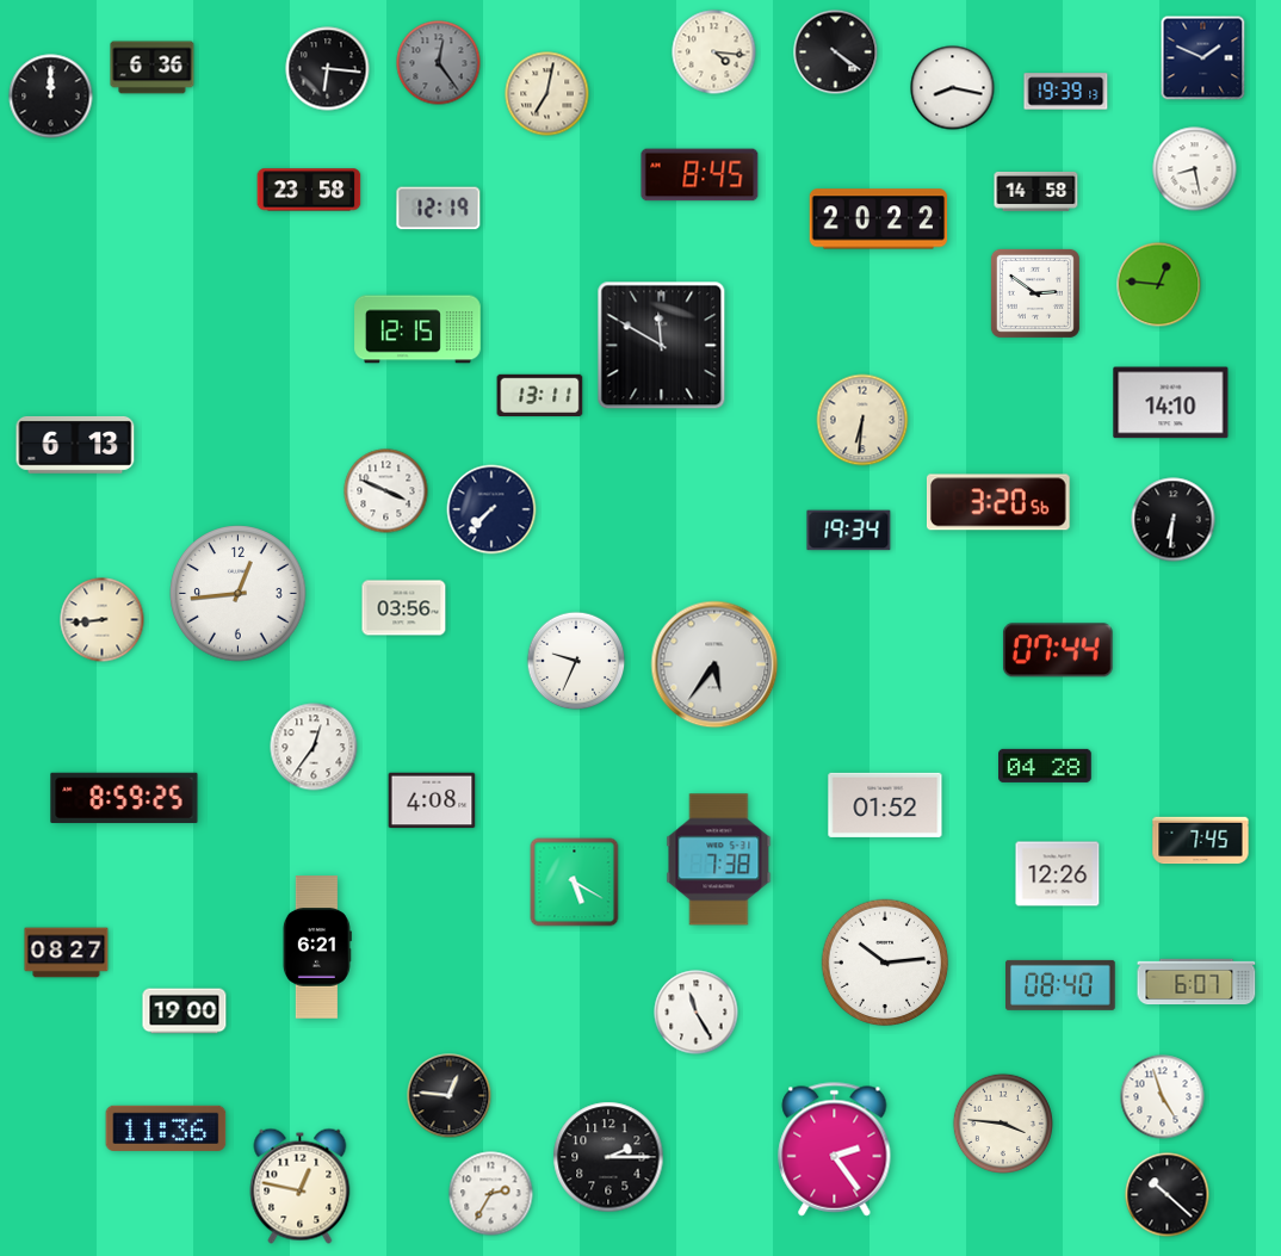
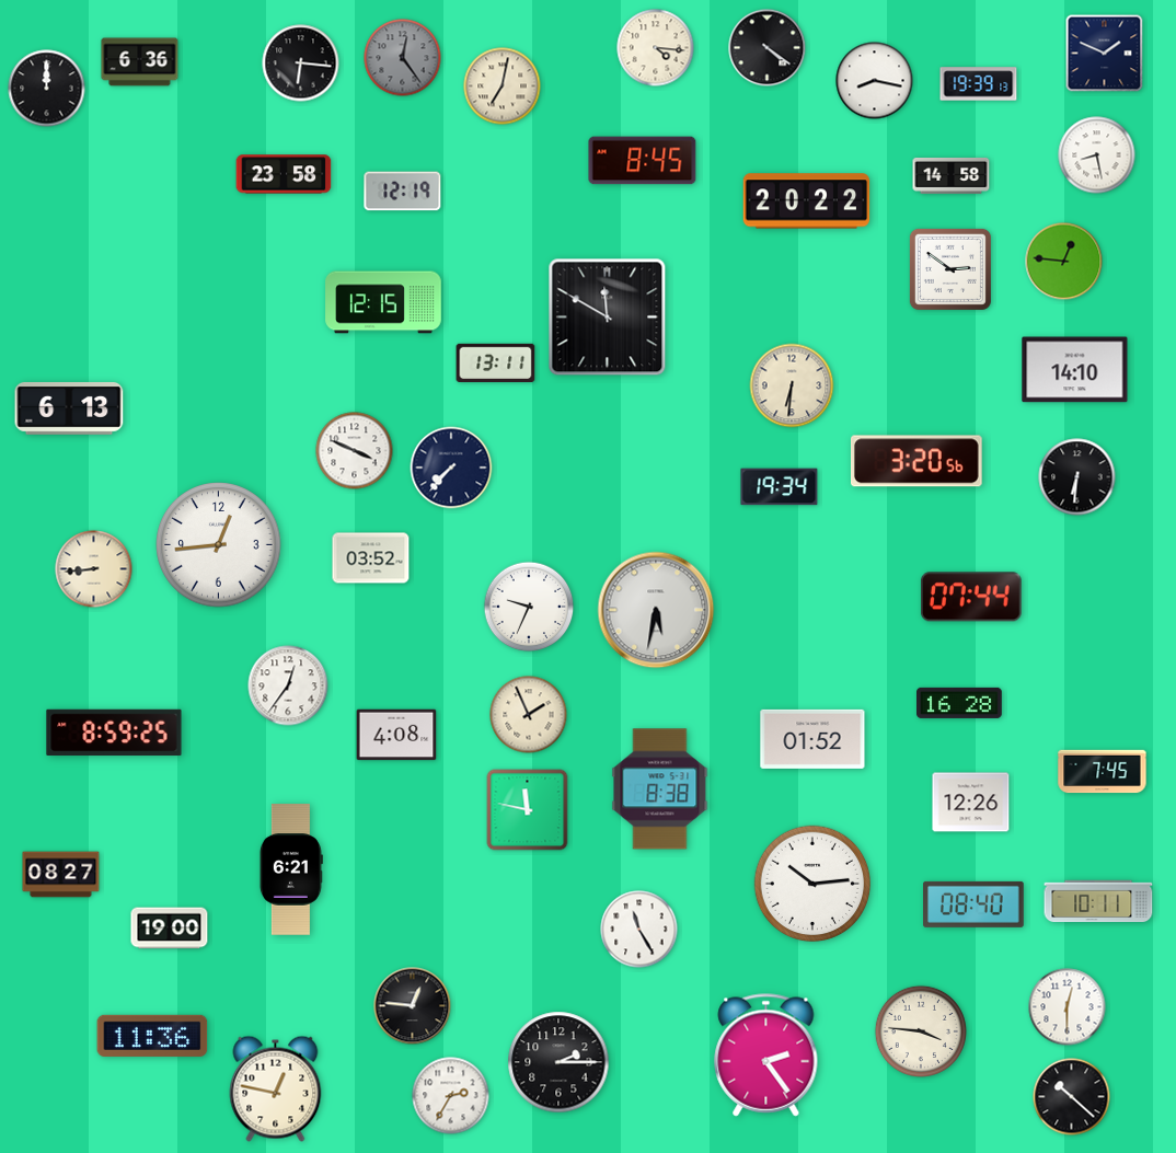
clock at (404, 608): 03:56 -> 03:52
clock at (714, 664): 5:36 -> 5:32
clock at (1045, 766): 04:28 -> 16:28
clock at (529, 715): none -> 1:56
clock at (719, 860): 7:38 -> 8:38
clock at (575, 883): 5:20 -> 11:47
clock at (1196, 982): 6:07 -> 10:11
clock at (1163, 1097): 4:57 -> 12:30
